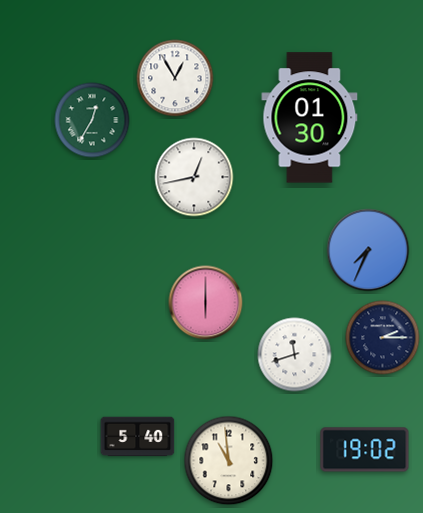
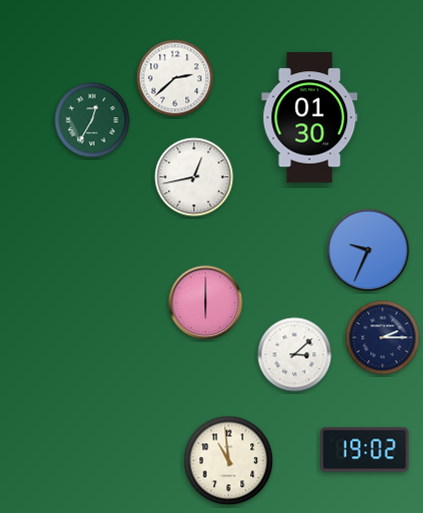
clock at (175, 78): 12:55 -> 2:38
clock at (368, 250): 7:34 -> 9:34
clock at (295, 355): 11:42 -> 3:08
clock at (138, 437): 5:40 -> none
